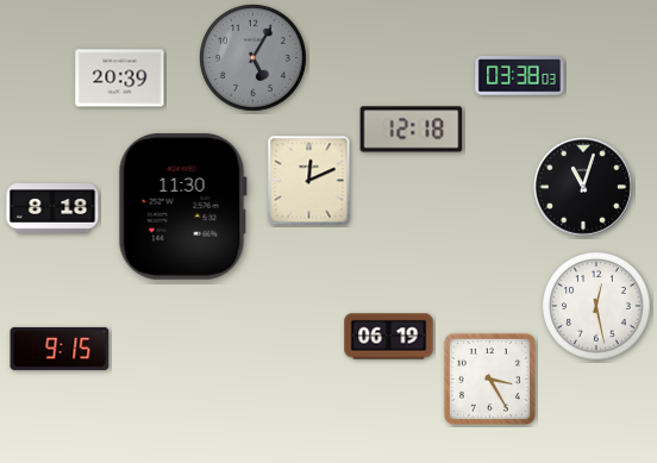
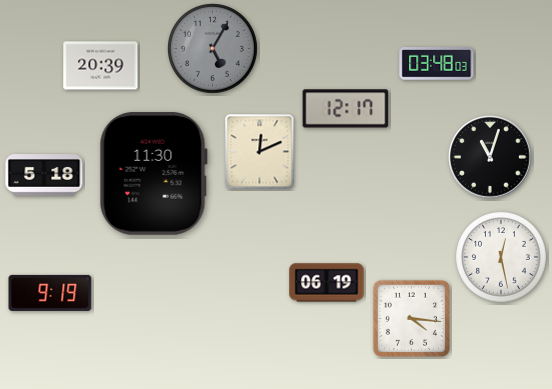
clock at (520, 76): 03:38 -> 03:48
clock at (412, 130): 12:18 -> 12:17
clock at (52, 209): 8:18 -> 5:18
clock at (60, 349): 9:15 -> 9:19
clock at (489, 378): 3:25 -> 4:16
